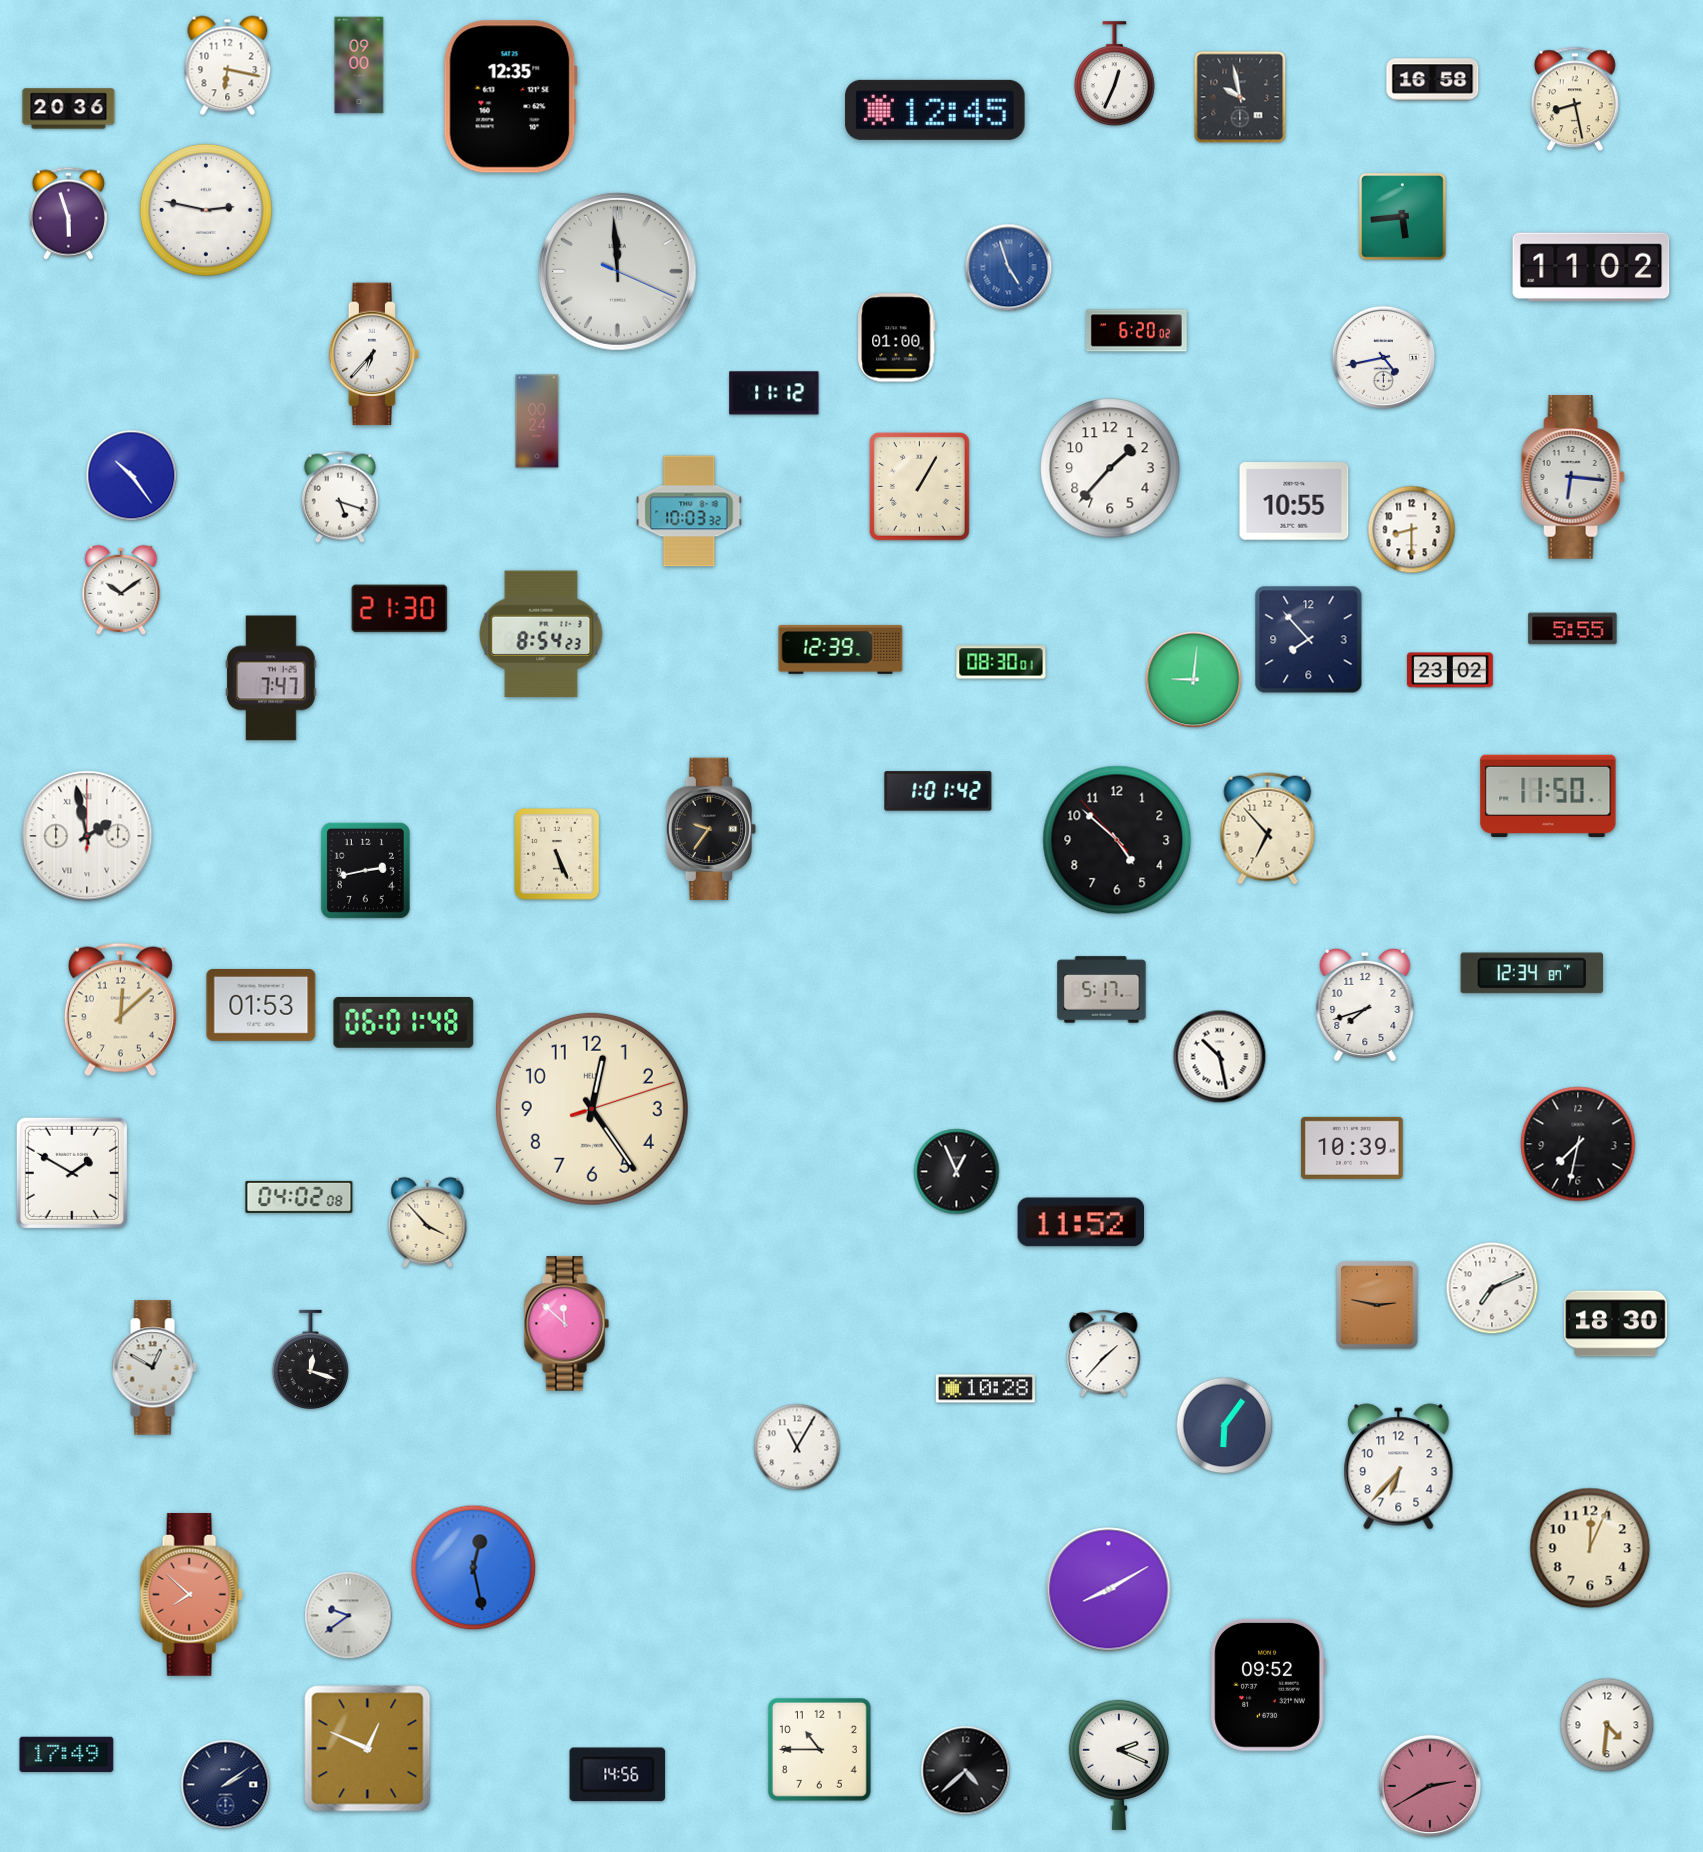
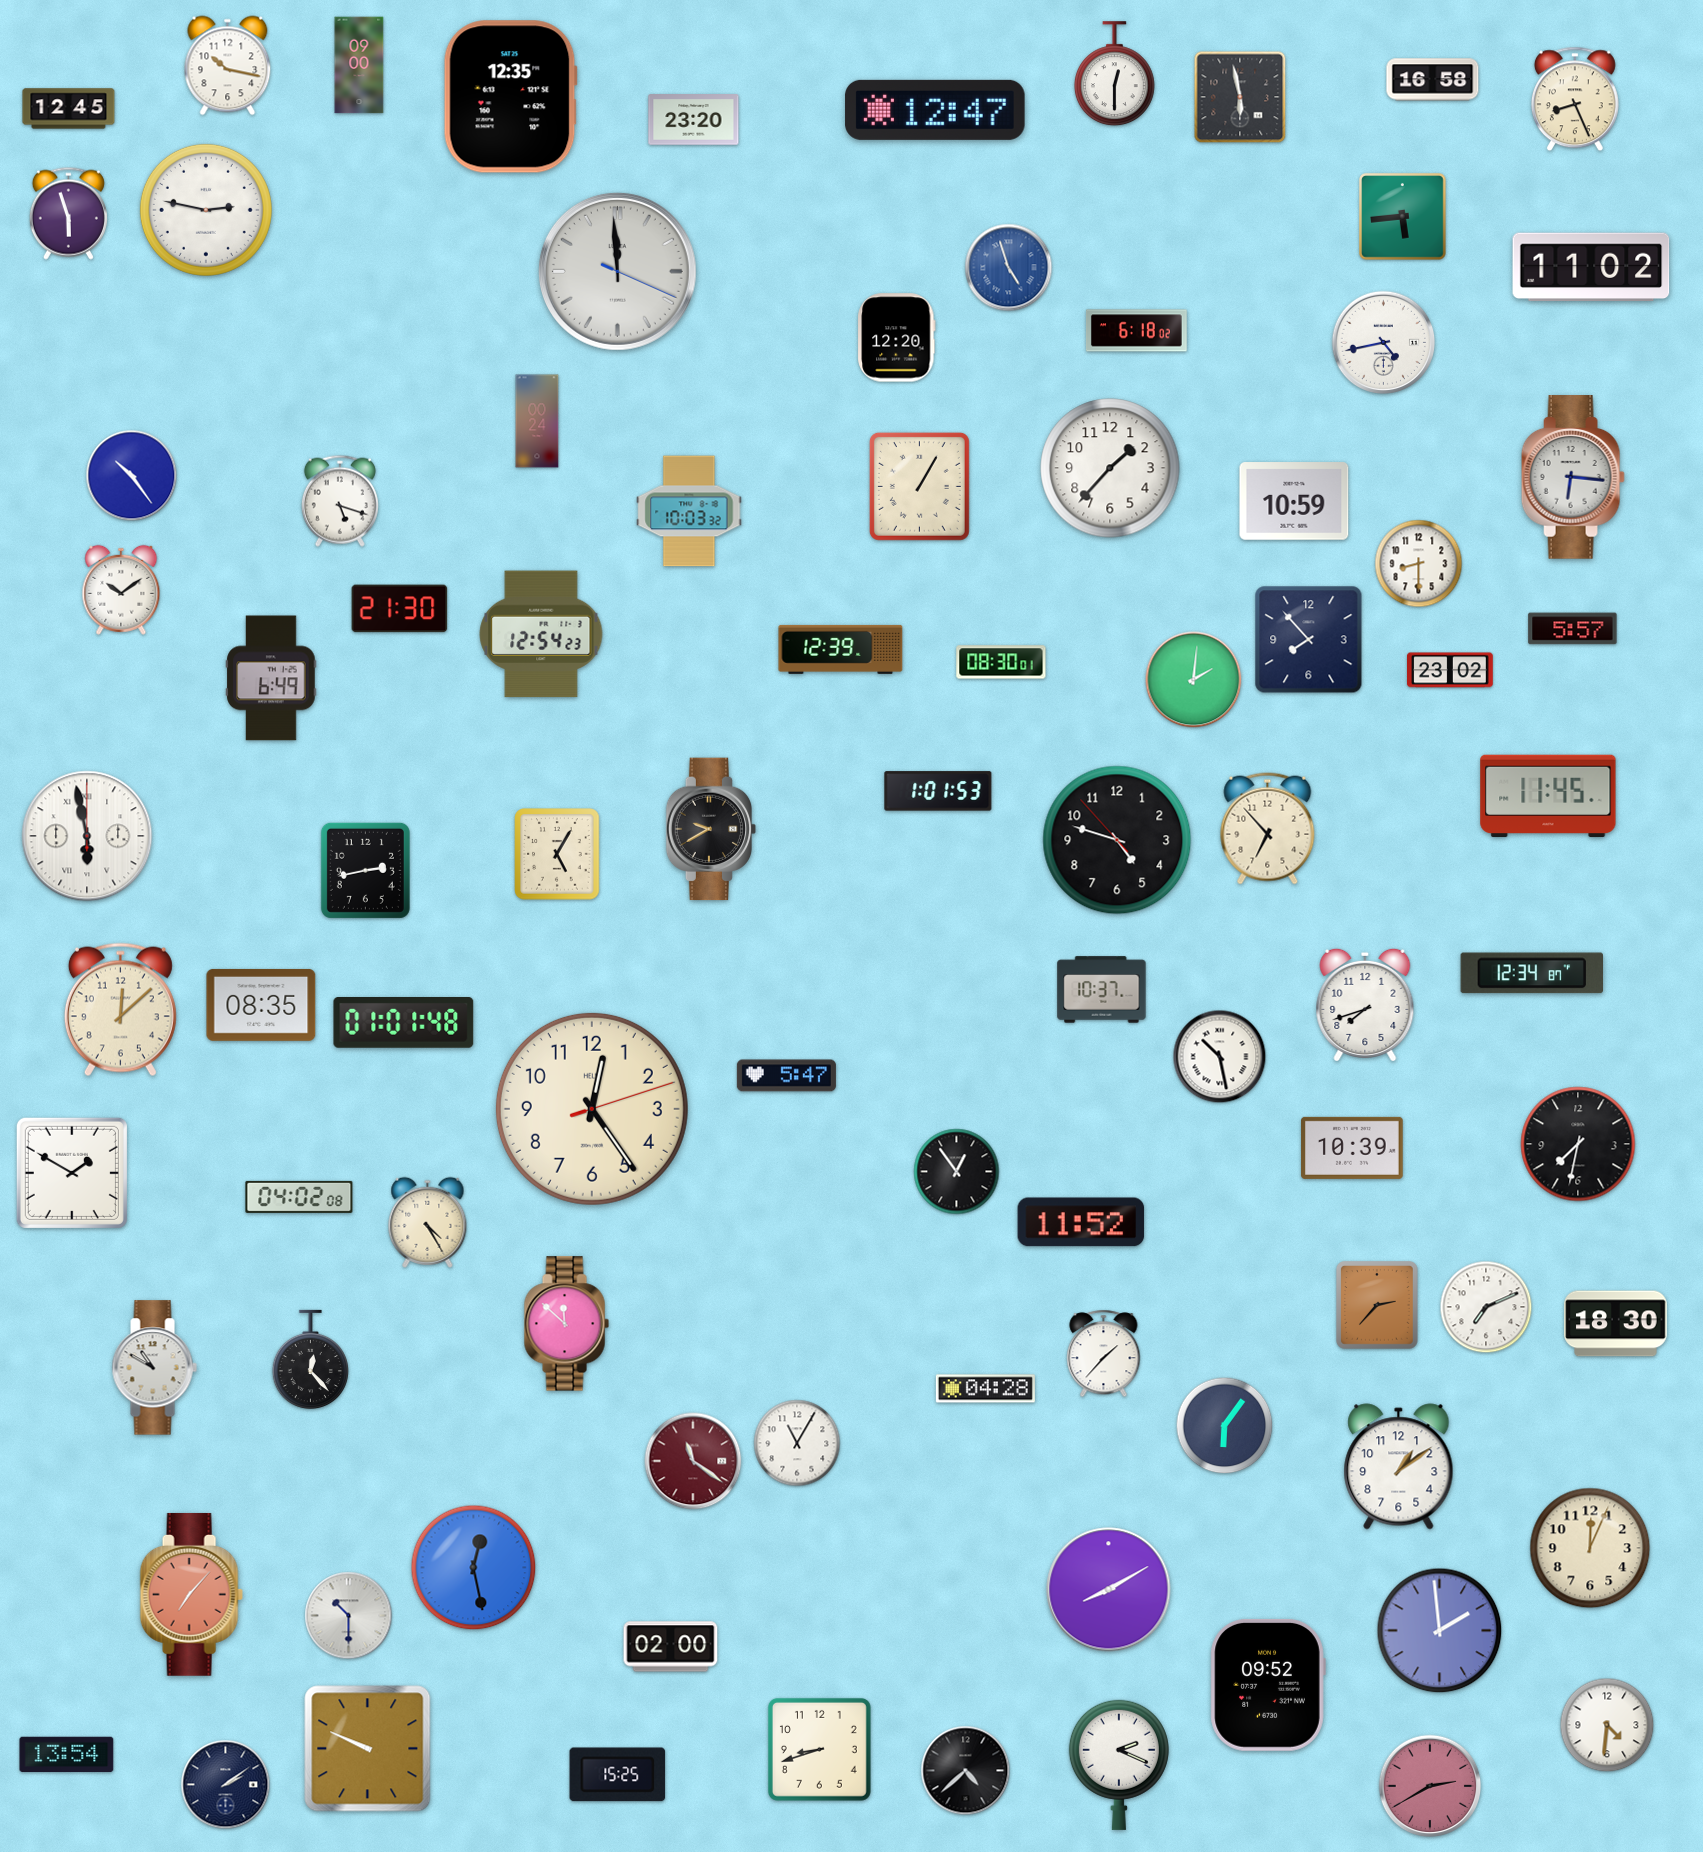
clock at (228, 66): 6:17 -> 10:17
clock at (1114, 74): 12:34 -> 12:30
clock at (1240, 97): 9:58 -> 5:58
clock at (1575, 99): 8:28 -> 8:26
clock at (69, 109): 20:36 -> 12:45
clock at (935, 110): 12:45 -> 12:47
clock at (694, 120): none -> 23:20
clock at (1136, 331): 6:20 -> 6:18
clock at (897, 338): 01:00 -> 12:20
clock at (374, 354): 6:37 -> none
clock at (1384, 358) position: (1384, 358) -> (1384, 343)
clock at (774, 393): 11:12 -> none
clock at (340, 497) position: (340, 497) -> (340, 501)
clock at (1294, 501): 10:55 -> 10:59
clock at (1412, 530) position: (1412, 530) -> (1419, 564)
clock at (1573, 629): 5:55 -> 5:57
clock at (541, 634): 8:54 -> 12:54
clock at (271, 678): 7:47 -> 6:49
clock at (1194, 680): 9:01 -> 2:01
clock at (938, 791): 1:01:42 -> 1:01:53
clock at (1548, 796): 11:50 -> 11:45
clock at (711, 829): 9:36 -> 9:40
clock at (87, 836): 1:58 -> 5:58
clock at (1117, 840): 4:51 -> 4:47
clock at (557, 854): 5:26 -> 5:05
clock at (1102, 990): 5:17 -> 10:37
clock at (261, 1005): 01:53 -> 08:35
clock at (404, 1023): 06:01 -> 01:01
clock at (786, 1076): none -> 5:47
clock at (957, 1172): 12:56 -> 12:54
clock at (428, 1222): 3:53 -> 4:25
clock at (1492, 1288) position: (1492, 1288) -> (1486, 1307)
clock at (1378, 1306): 2:47 -> 2:37
clock at (310, 1360): 12:18 -> 12:23
clock at (154, 1368): 12:50 -> 10:50
clock at (985, 1389): 10:28 -> 04:28
clock at (797, 1447) position: (797, 1447) -> (797, 1443)
clock at (693, 1461): none -> 11:21
clock at (1399, 1467): 6:37 -> 1:09
clock at (191, 1594): 7:52 -> 7:07
clock at (349, 1616): 9:39 -> 10:30
clock at (1440, 1631): none -> 1:59
clock at (671, 1647): none -> 02:00
clock at (368, 1749): 12:49 -> 9:49
clock at (819, 1749): 10:45 -> 8:42
clock at (67, 1754): 17:49 -> 13:54
clock at (618, 1775): 14:56 -> 15:25
